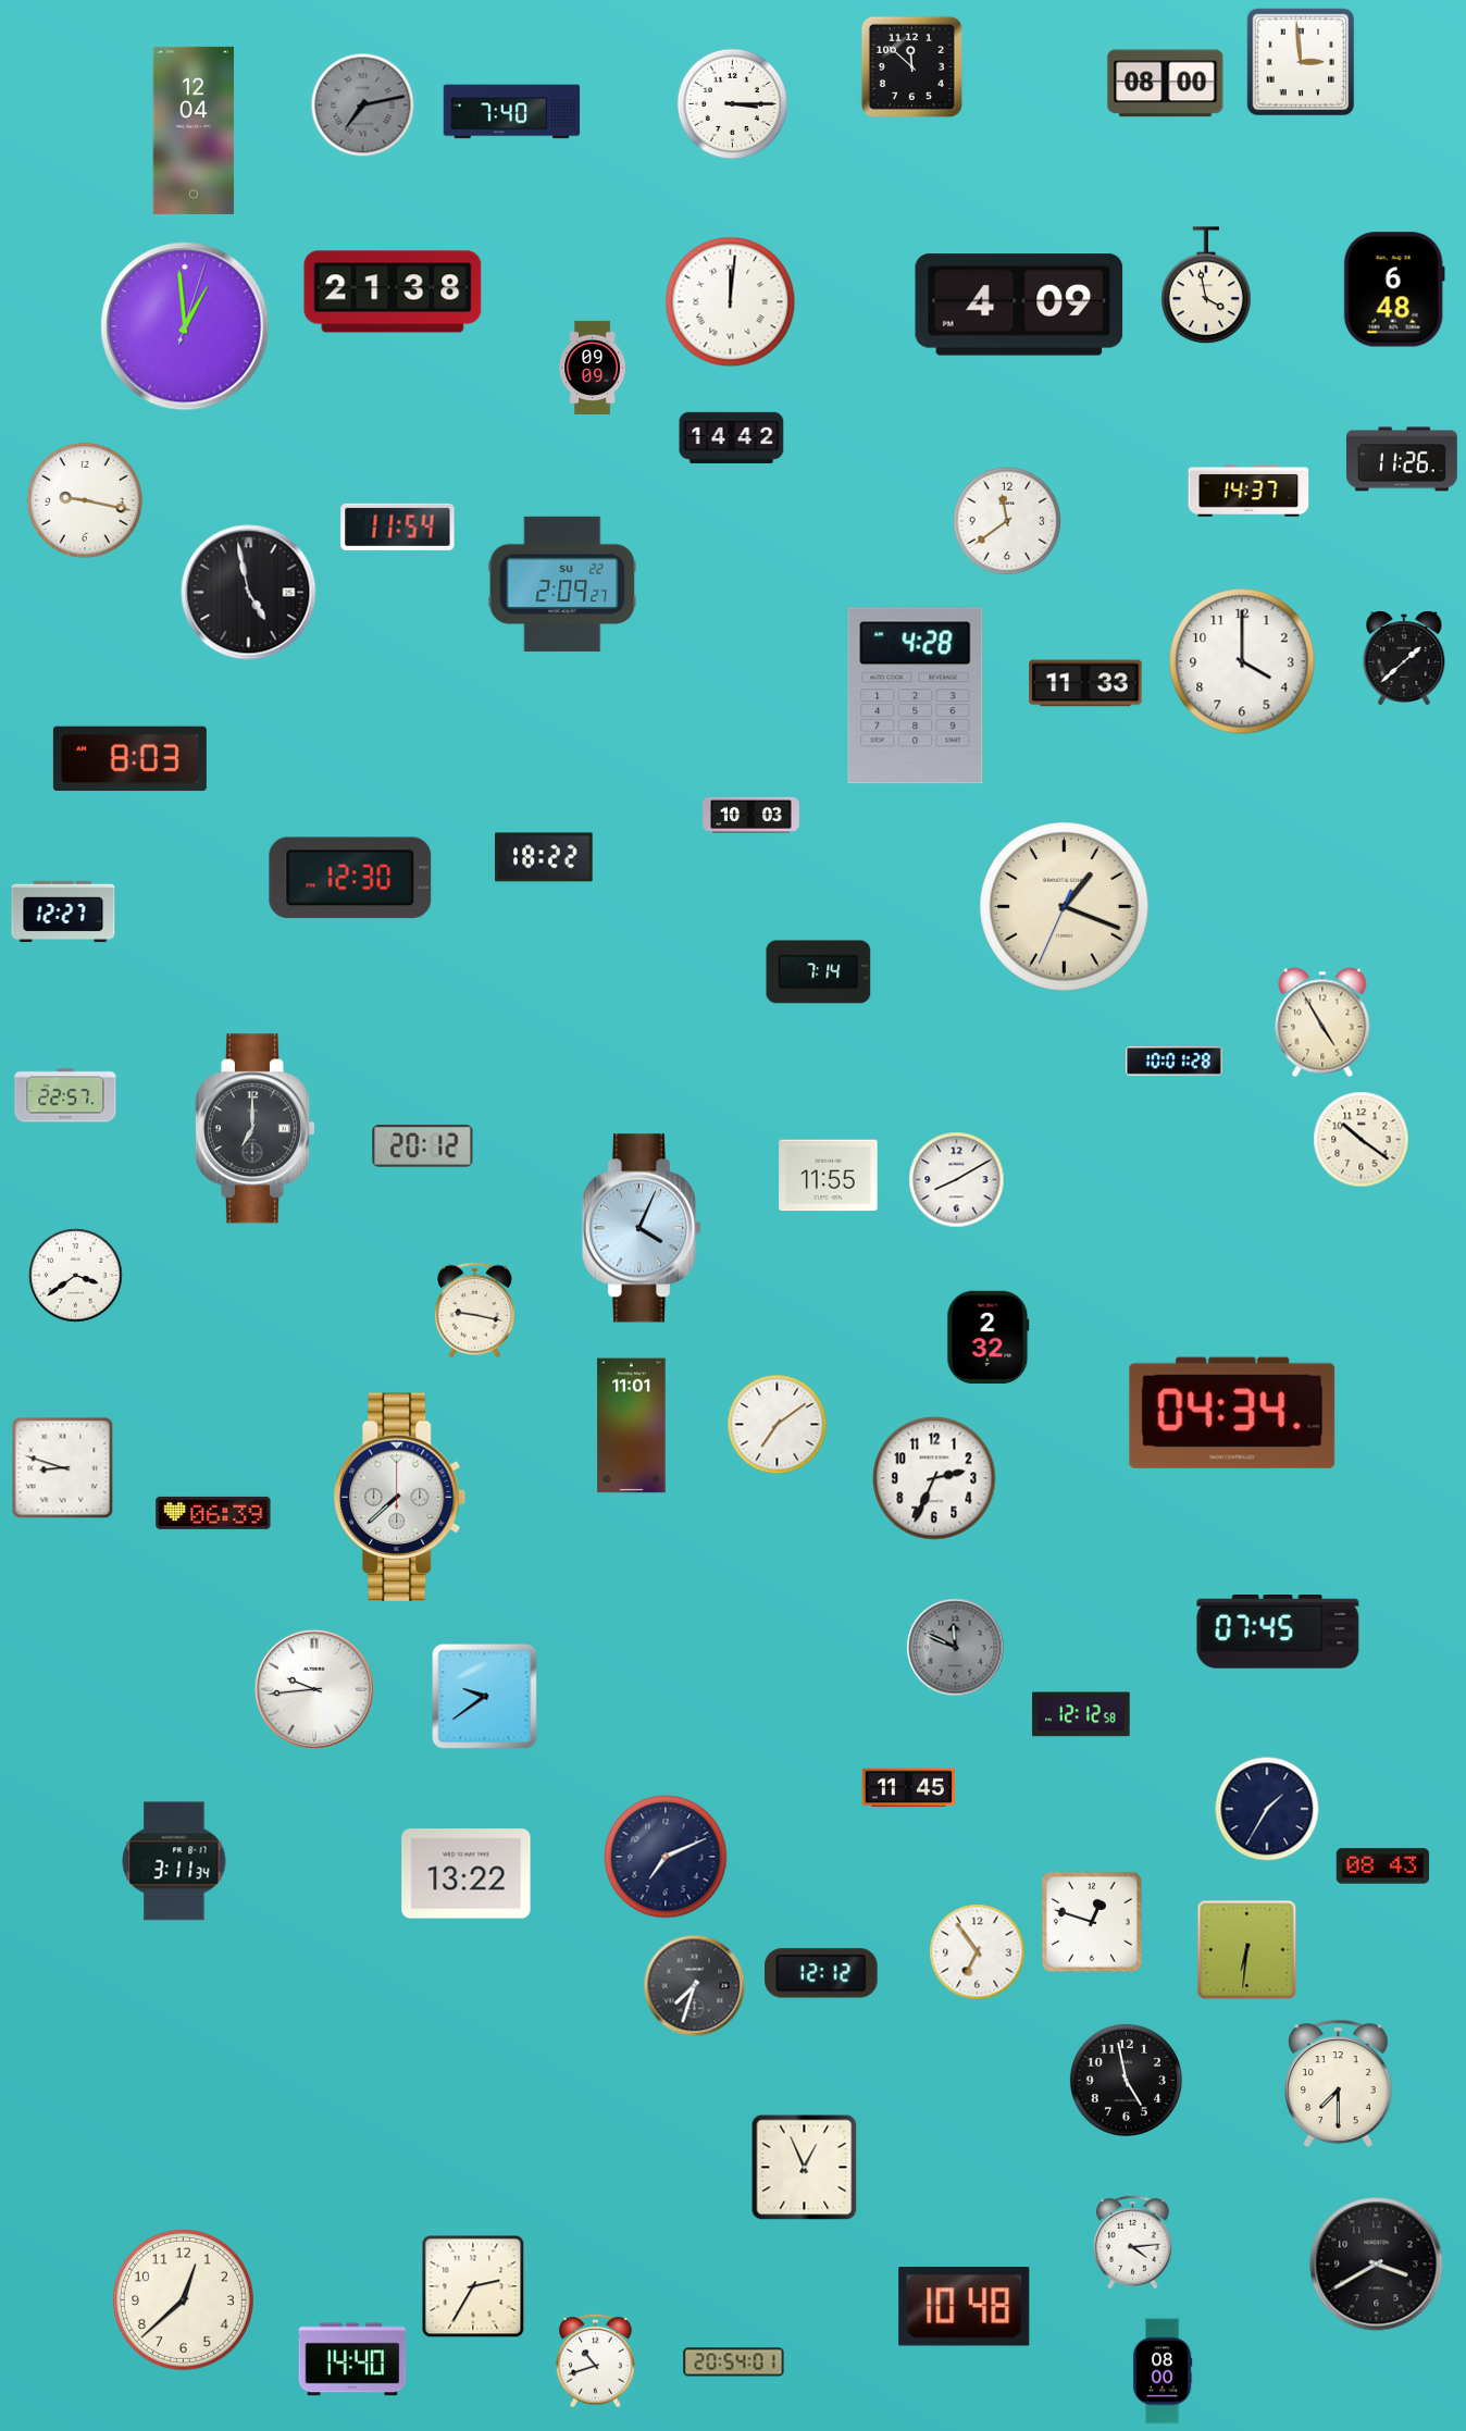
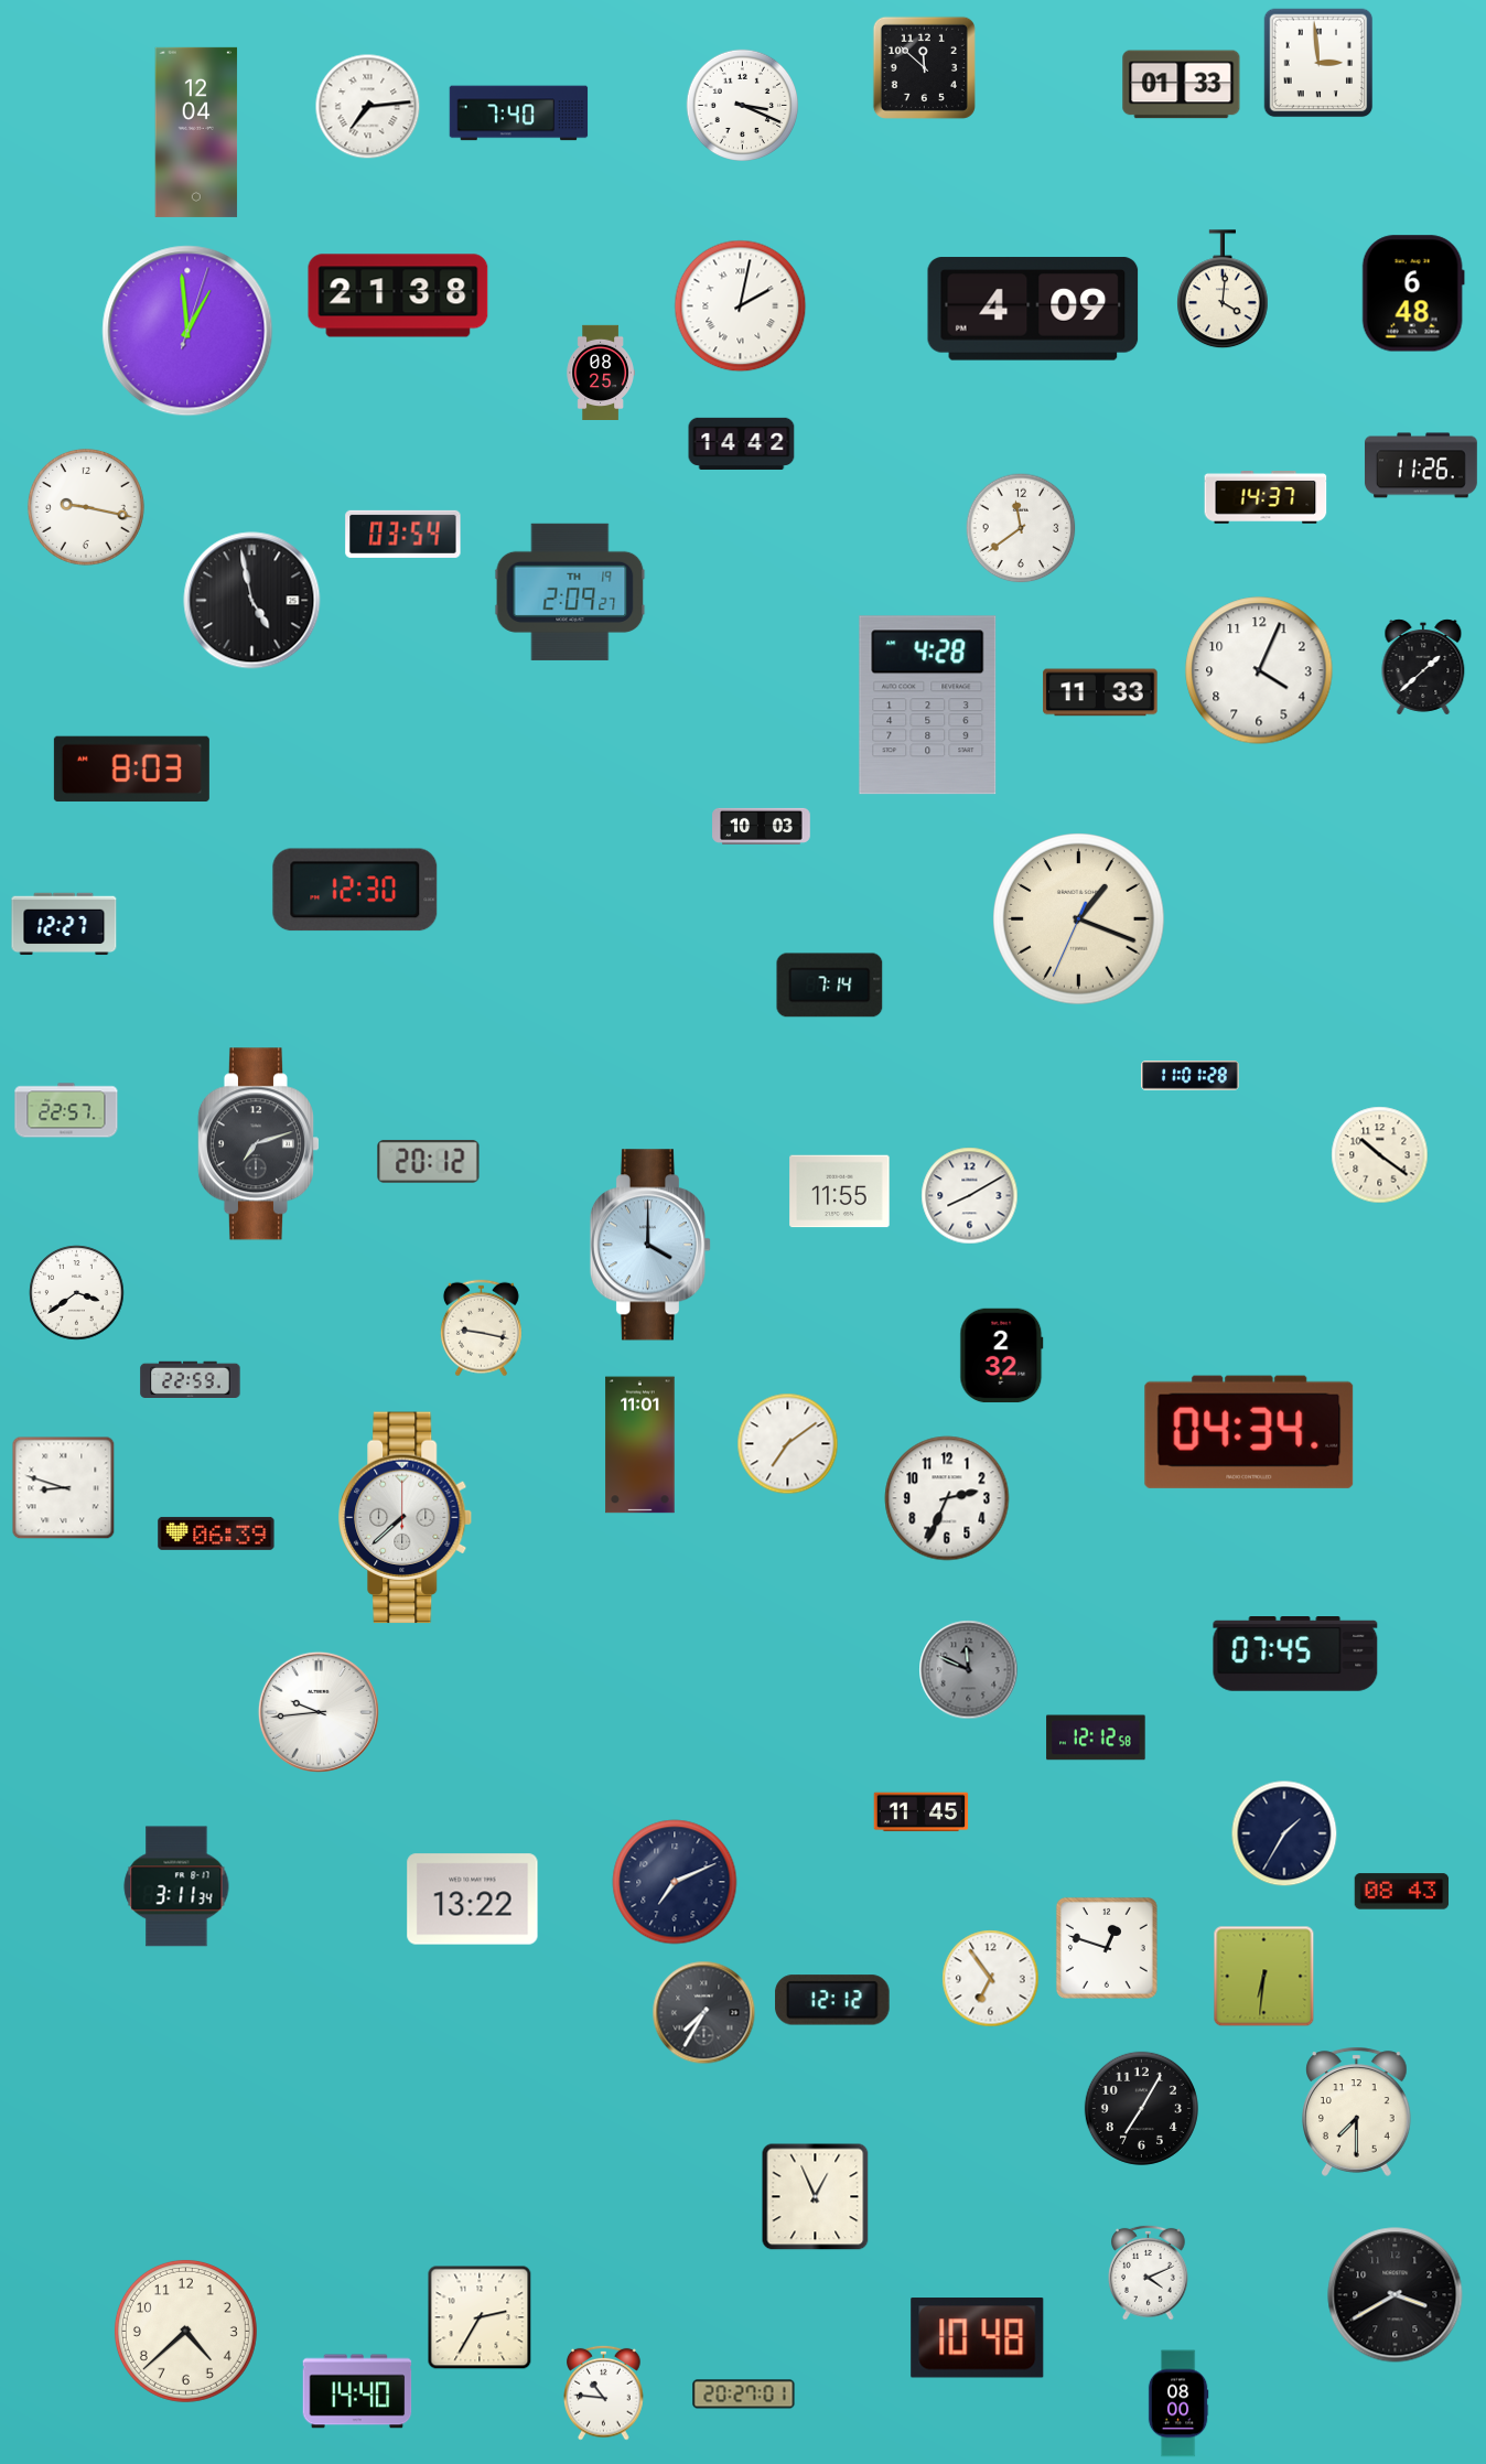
clock at (1166, 84): 08:00 -> 01:33
clock at (732, 103): 3:15 -> 3:19
clock at (363, 106): 7:13 -> 7:14
clock at (363, 106) dial: grey -> white
clock at (1207, 286): 3:58 -> 4:01
clock at (731, 302): 12:01 -> 2:02
clock at (593, 367): 09:09 -> 08:25
clock at (398, 526): 11:54 -> 03:54
clock at (562, 584) date: SU 22 -> TH 19
clock at (1242, 661): 4:00 -> 4:04
clock at (544, 857): 18:22 -> none
clock at (1322, 1022): 4:55 -> none
clock at (1175, 1062): 10:01 -> 11:01
clock at (254, 1129): 7:00 -> 7:12
clock at (642, 1228): 4:04 -> 4:00
clock at (191, 1380): none -> 22:59
clock at (485, 1697): 9:39 -> none
clock at (695, 1986): 7:33 -> 7:35
clock at (1126, 2080): 4:58 -> 7:05
clock at (1133, 2242): 4:14 -> 4:11
clock at (183, 2299): 12:38 -> 4:38
clock at (596, 2360): 10:42 -> 10:46
clock at (734, 2362): 20:54 -> 20:27
